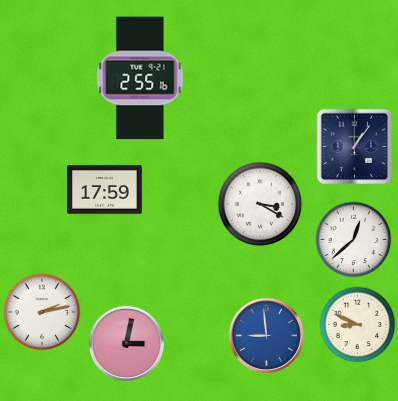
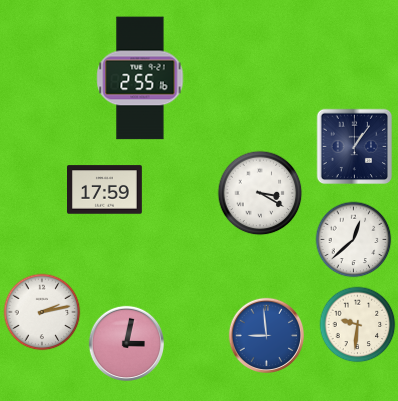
clock at (260, 204) position: (260, 204) -> (260, 193)
clock at (358, 325): 8:49 -> 9:31
